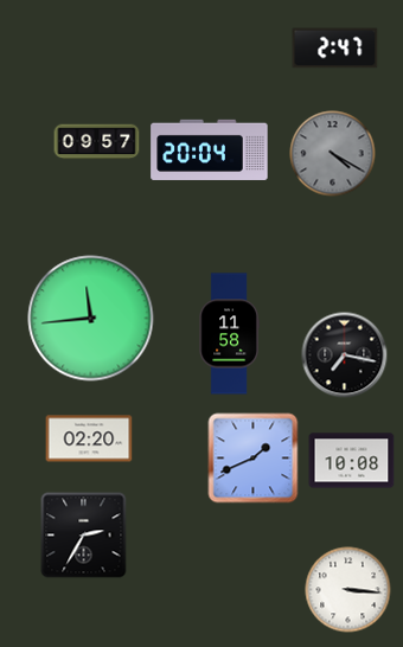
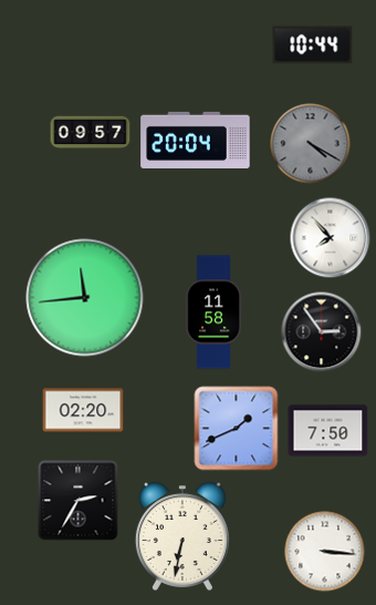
clock at (335, 49): 2:47 -> 10:44
clock at (331, 238): none -> 7:53
clock at (345, 355): 7:17 -> 2:54
clock at (352, 461): 10:08 -> 7:50
clock at (182, 536): none -> 6:32
